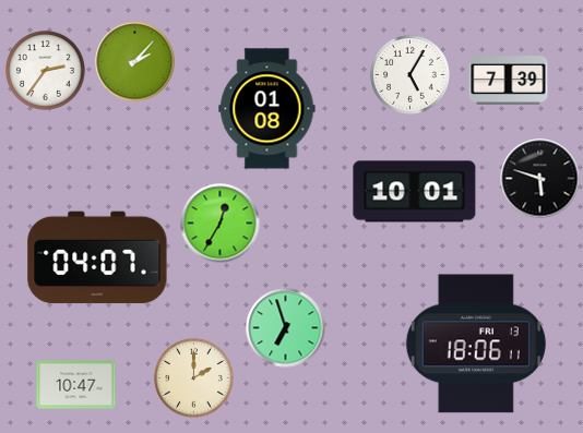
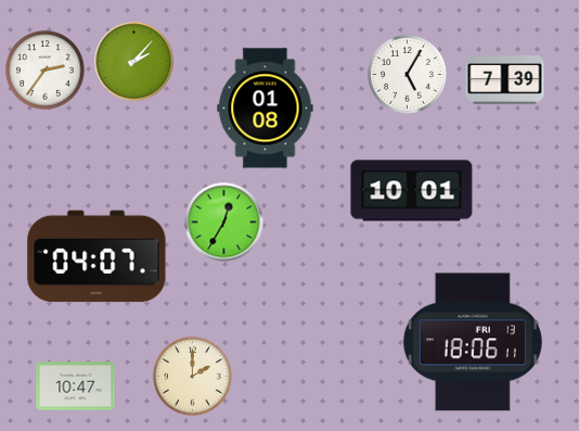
clock at (540, 179): 5:48 -> none
clock at (221, 224) position: (221, 224) -> (224, 223)
clock at (286, 328): 6:57 -> none
clock at (76, 385) position: (76, 385) -> (76, 386)
